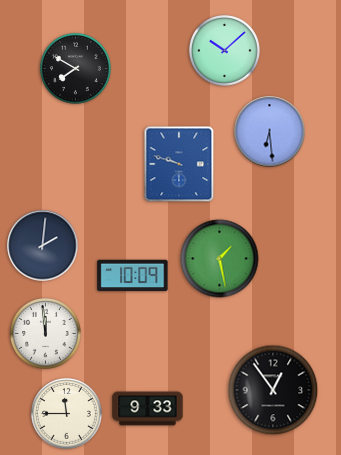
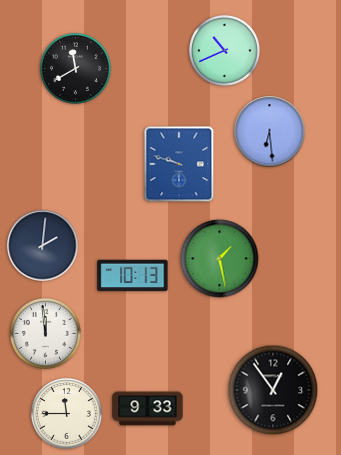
clock at (224, 50): 10:08 -> 10:41
clock at (75, 68): 7:50 -> 11:40
clock at (133, 276): 10:09 -> 10:13
